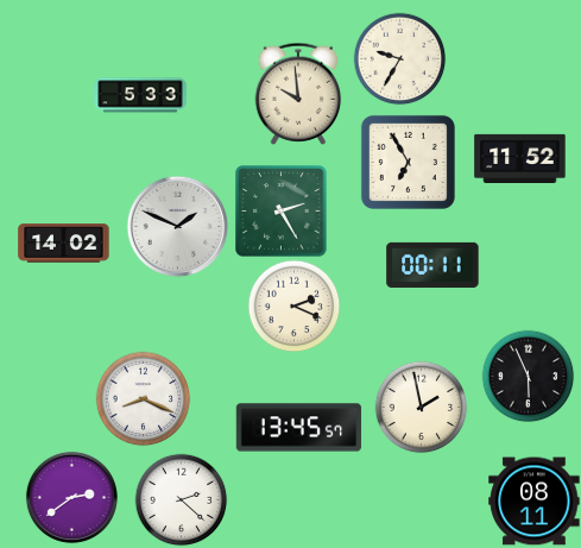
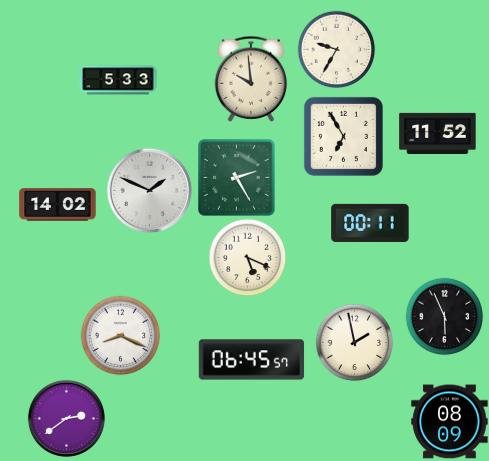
clock at (64, 244) position: (64, 244) -> (58, 205)
clock at (432, 265) position: (432, 265) -> (370, 223)
clock at (293, 306): 2:19 -> 5:19
clock at (299, 428): 13:45 -> 06:45
clock at (71, 497) position: (71, 497) -> (66, 418)
clock at (181, 499): 2:22 -> none
clock at (535, 502): 08:11 -> 08:09
